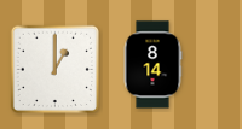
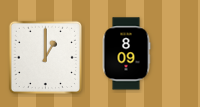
clock at (152, 65): 8:14 -> 8:09
